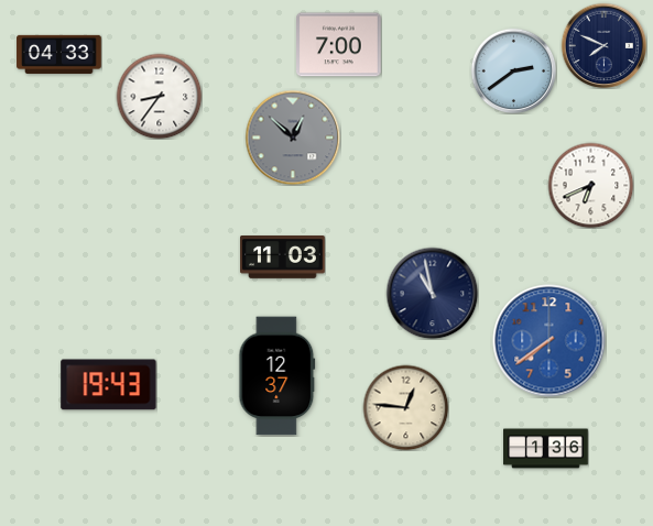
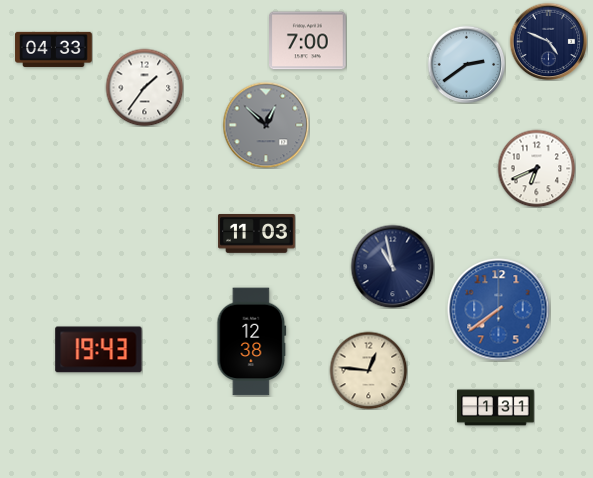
clock at (603, 45): 7:49 -> 4:49
clock at (159, 96): 8:36 -> 1:36
clock at (277, 376): 12:37 -> 12:38
clock at (546, 449): 1:36 -> 1:31
